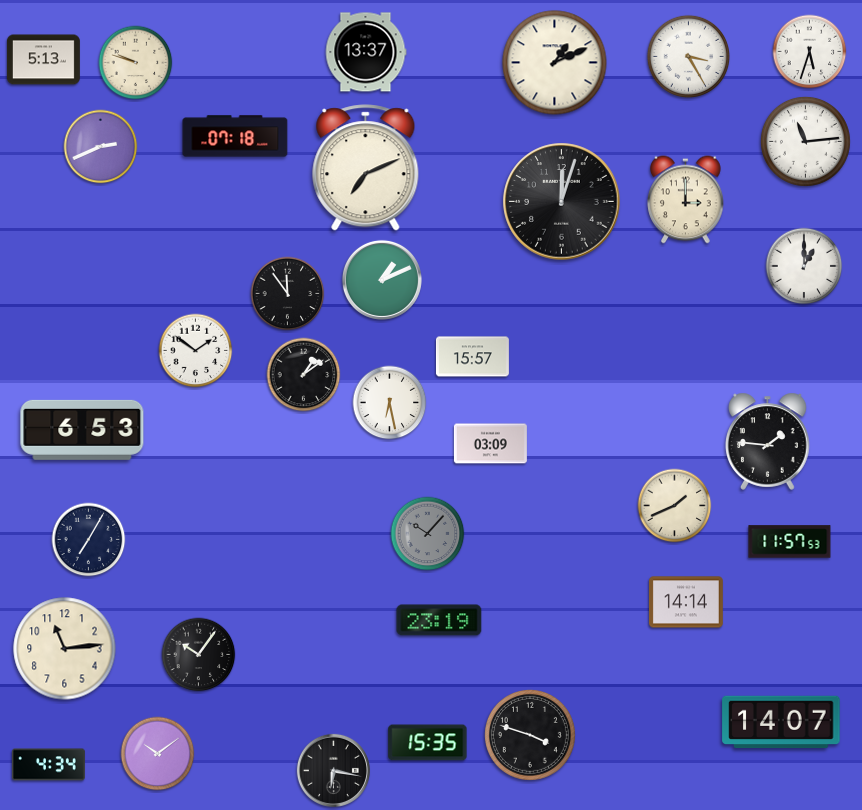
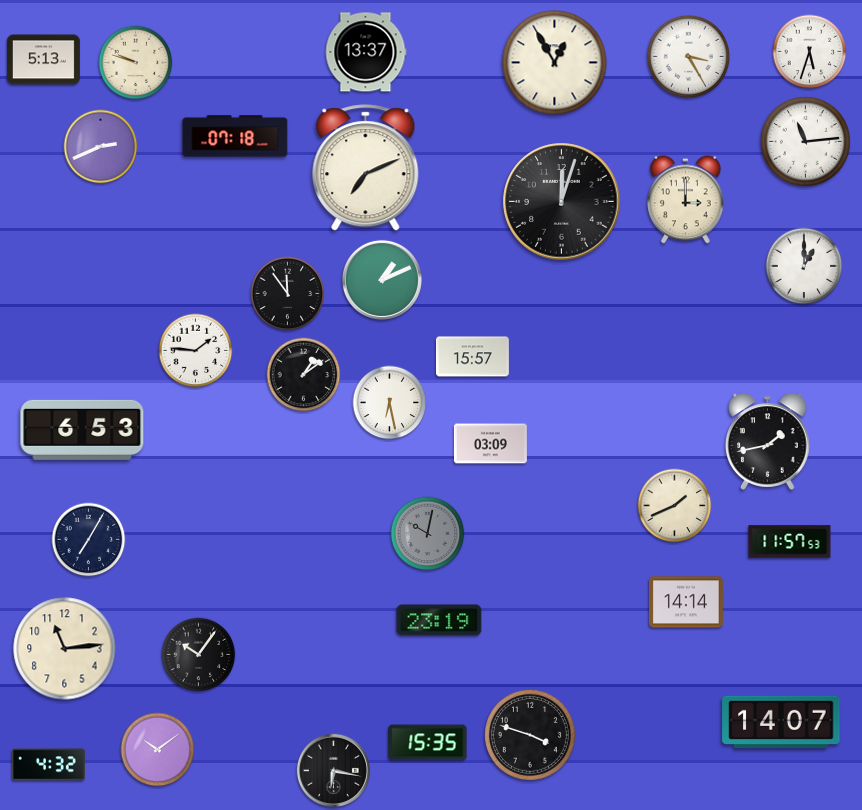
clock at (555, 63): 1:11 -> 12:55
clock at (196, 351): 1:51 -> 1:46
clock at (768, 441): 1:46 -> 1:43
clock at (428, 534): 10:07 -> 10:02
clock at (158, 754) position: (158, 754) -> (158, 750)
clock at (48, 765): 4:34 -> 4:32
